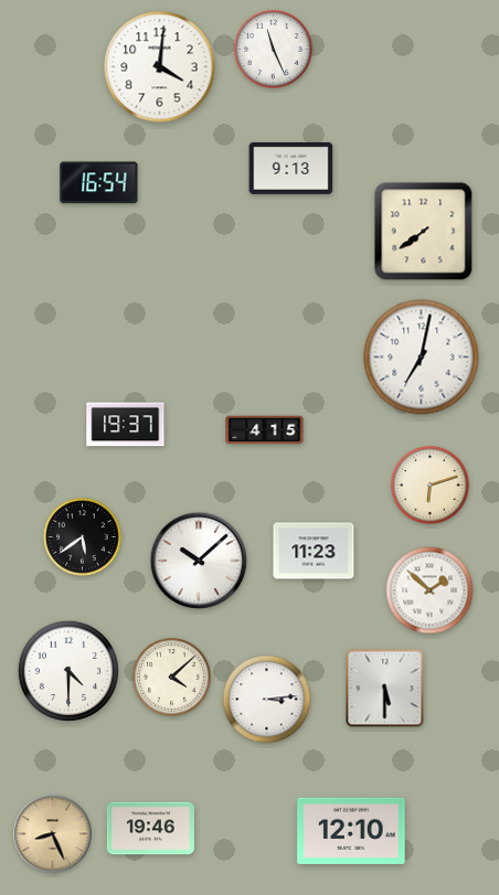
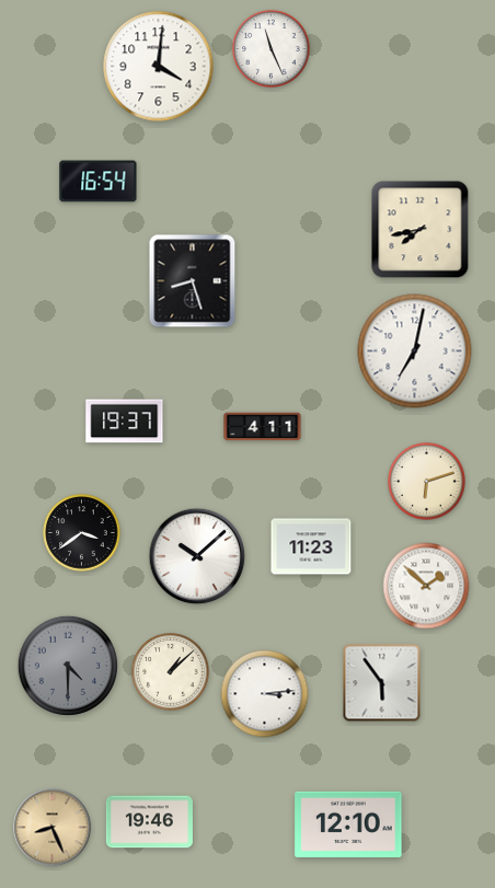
clock at (291, 168): 9:13 -> none
clock at (424, 232): 7:39 -> 7:43
clock at (193, 281): none -> 8:27
clock at (422, 358) position: (422, 358) -> (415, 351)
clock at (265, 430): 4:15 -> 4:11
clock at (83, 537): 5:39 -> 3:39
clock at (68, 671) dial: white -> grey
clock at (172, 678): 4:08 -> 1:08
clock at (385, 689): 5:30 -> 5:54
